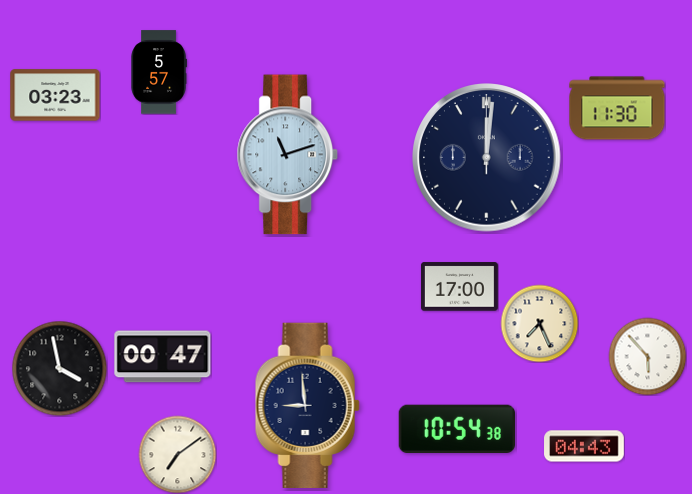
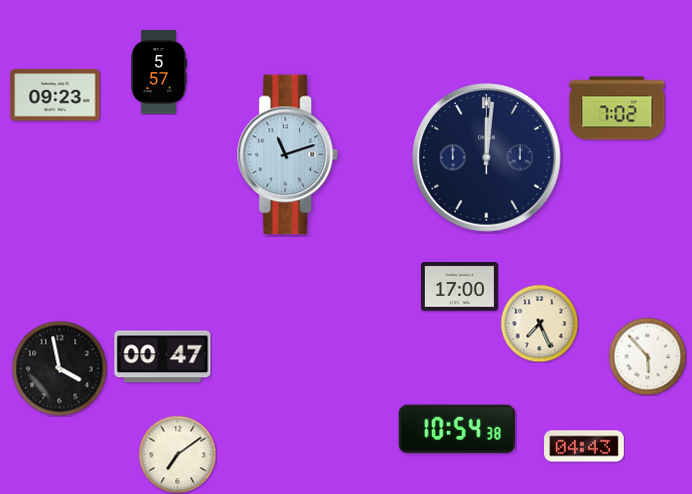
clock at (55, 95): 03:23 -> 09:23
clock at (617, 108): 11:30 -> 7:02
clock at (307, 405): 8:59 -> none
